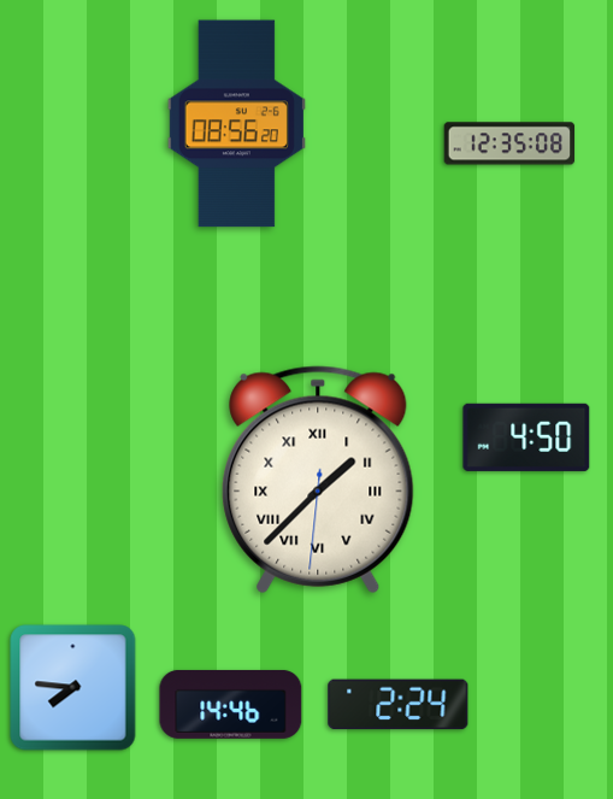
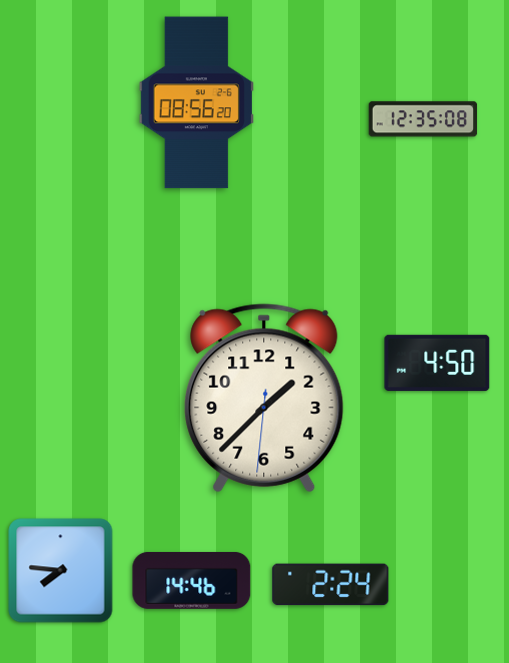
clock at (318, 480) numerals: Roman -> Arabic
clock at (231, 704) position: (231, 704) -> (192, 580)
